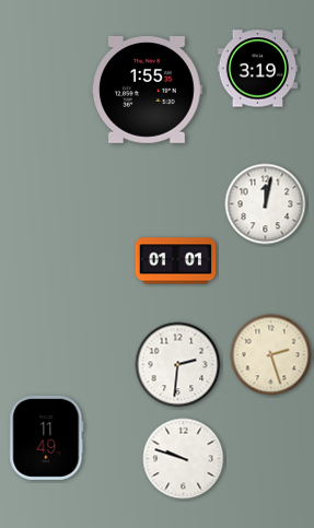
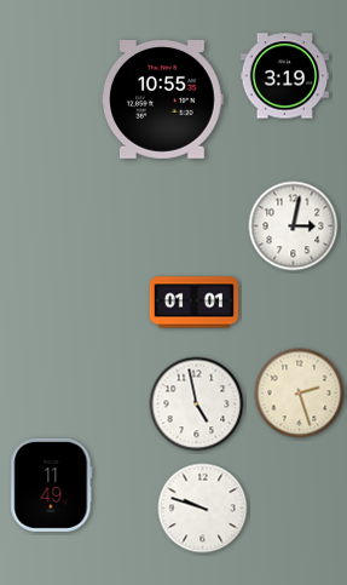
clock at (147, 91): 1:55 -> 10:55
clock at (266, 204): 12:02 -> 3:02
clock at (176, 261) position: (176, 261) -> (195, 303)
clock at (178, 365): 2:31 -> 4:58
